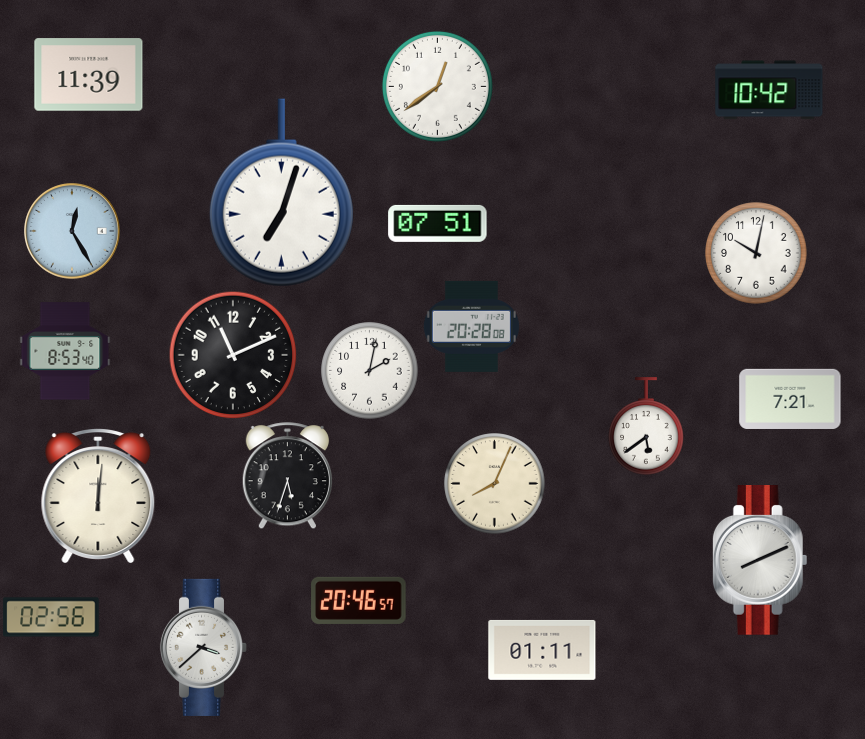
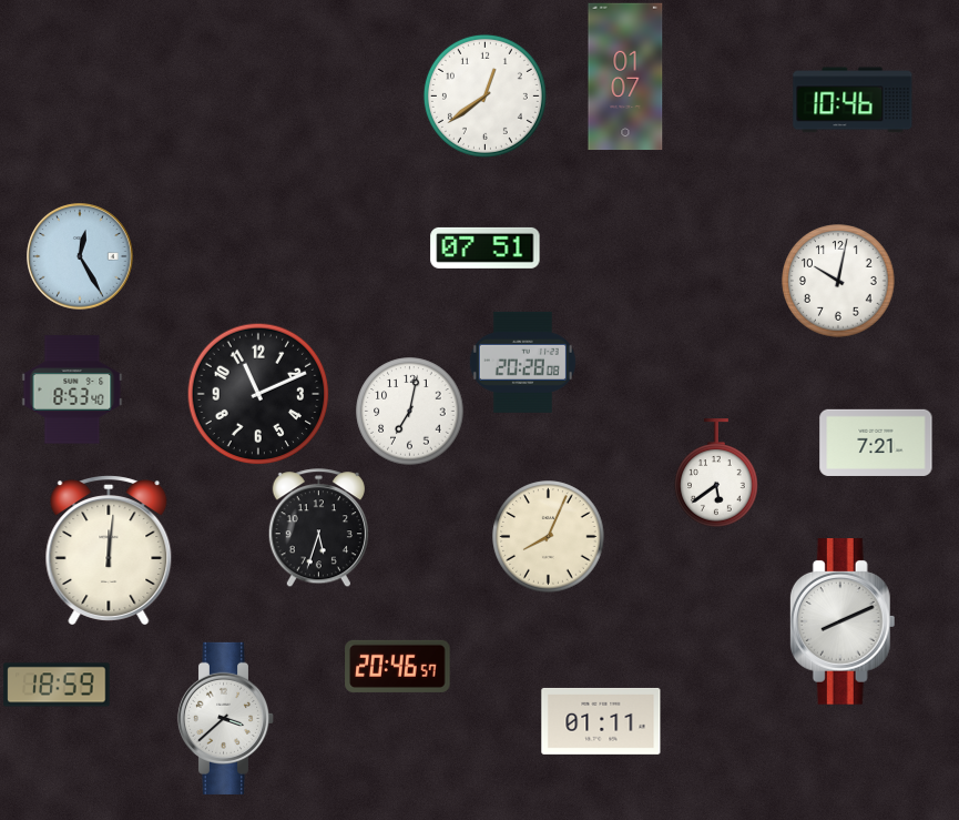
clock at (625, 77): none -> 01:07
clock at (89, 75): 11:39 -> none
clock at (769, 90): 10:42 -> 10:46
clock at (281, 193): 7:03 -> none
clock at (370, 371): 2:02 -> 7:02
clock at (51, 617): 02:56 -> 18:59
